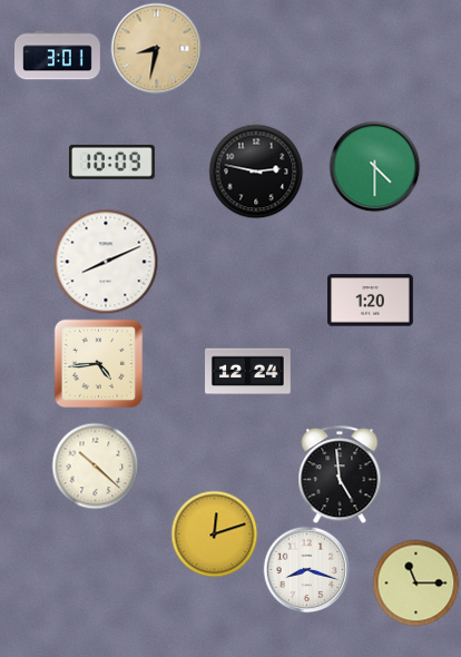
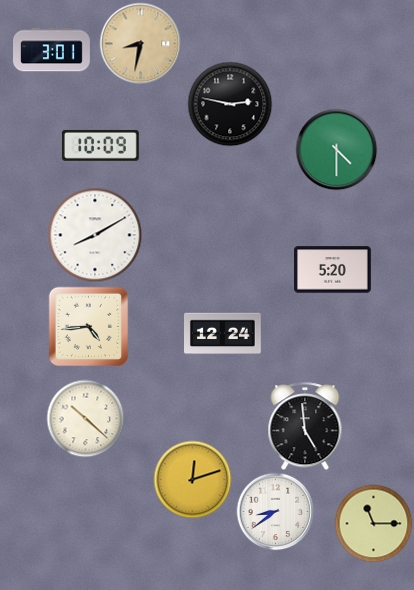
clock at (256, 171) position: (256, 171) -> (230, 104)
clock at (106, 262): 8:11 -> 8:10
clock at (371, 301): 1:20 -> 5:20
clock at (306, 569): 8:18 -> 8:39
